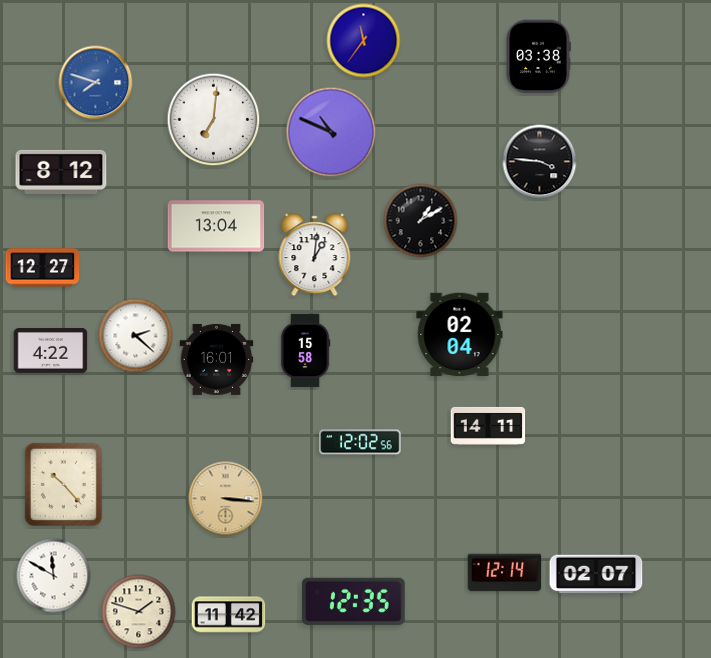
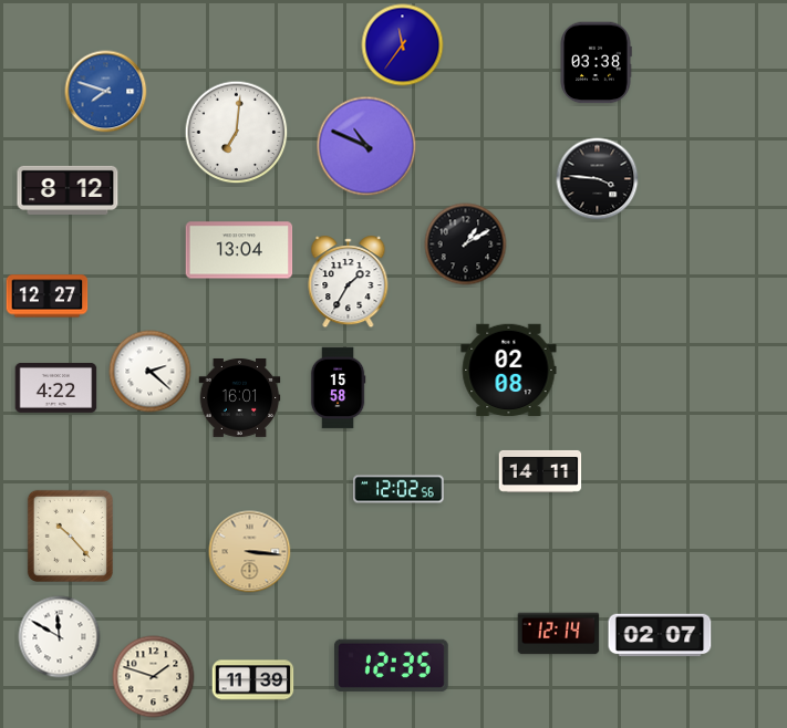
clock at (315, 255): 1:01 -> 1:35
clock at (460, 335): 02:04 -> 02:08
clock at (229, 615): 11:42 -> 11:39
